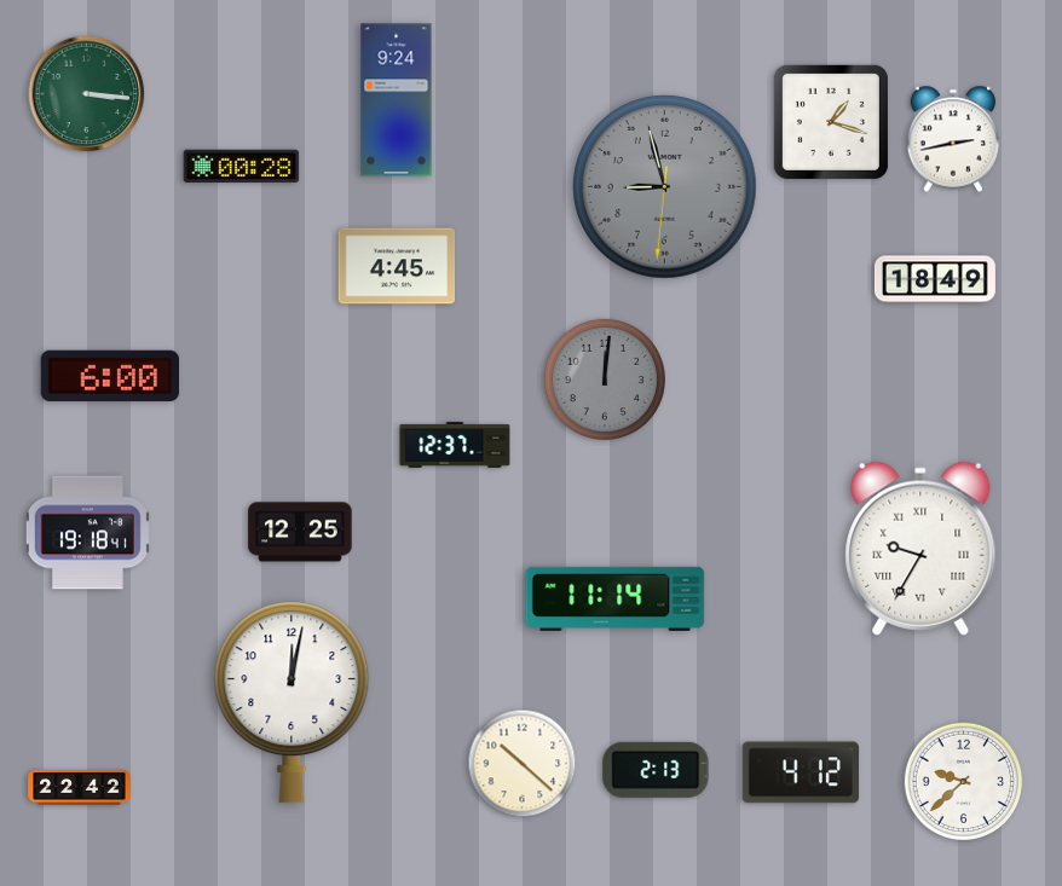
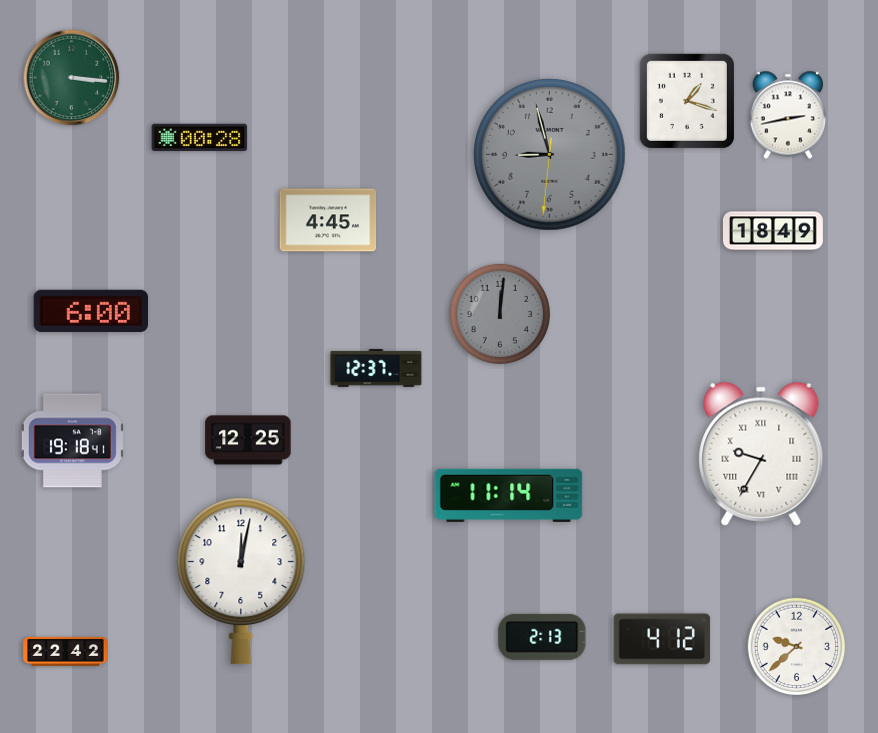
clock at (397, 100): 9:24 -> none
clock at (523, 764): 10:22 -> none
